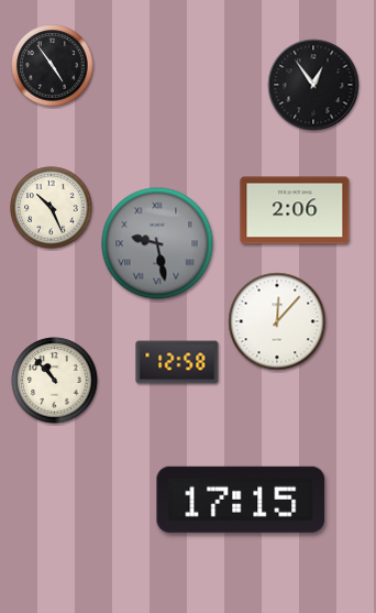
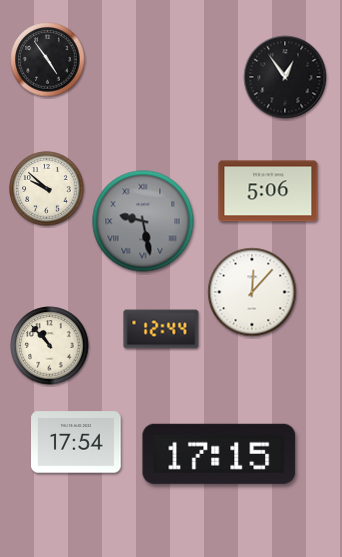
clock at (52, 208): 10:26 -> 9:52
clock at (295, 210): 2:06 -> 5:06
clock at (177, 362): 12:58 -> 12:44
clock at (76, 442): none -> 17:54
